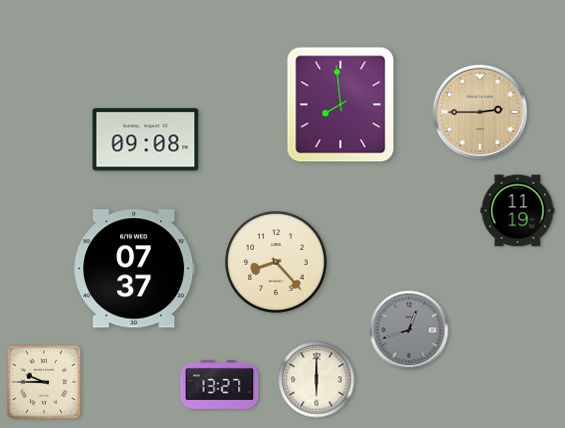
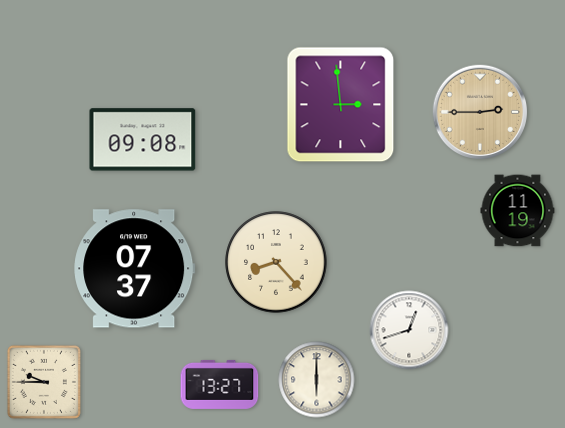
clock at (341, 105): 7:59 -> 2:59
clock at (146, 140) position: (146, 140) -> (143, 140)
clock at (409, 330) dial: grey -> white
